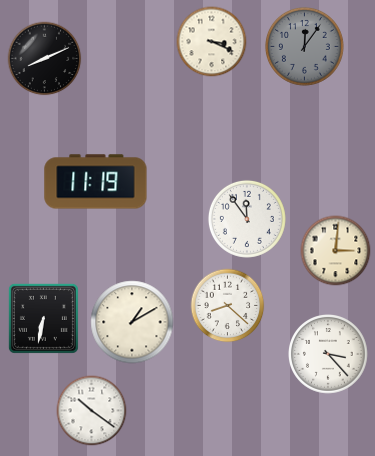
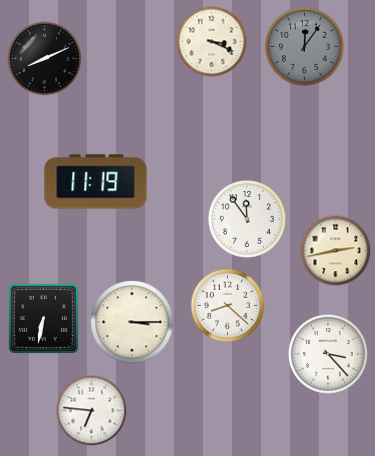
clock at (336, 251): 3:01 -> 2:43
clock at (132, 322): 1:10 -> 3:15
clock at (92, 411): 10:21 -> 6:46
